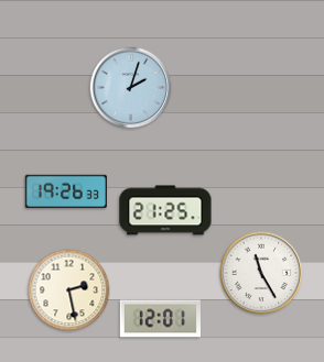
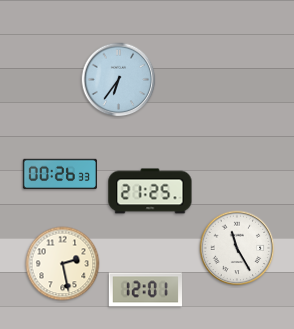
clock at (131, 88): 2:03 -> 6:36
clock at (66, 191): 19:26 -> 00:26
